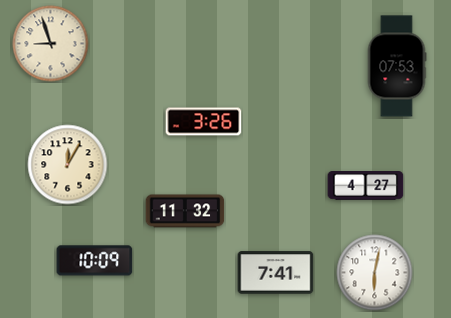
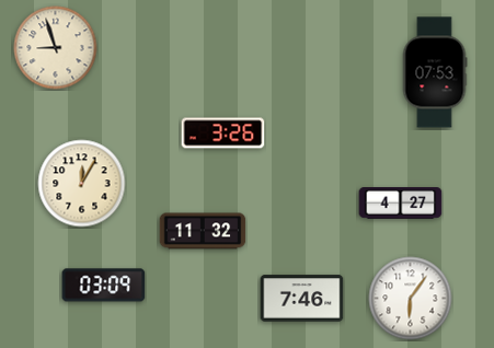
clock at (68, 165) position: (68, 165) -> (82, 184)
clock at (95, 261): 10:09 -> 03:09
clock at (276, 273): 7:41 -> 7:46
clock at (375, 273): 6:02 -> 6:06
